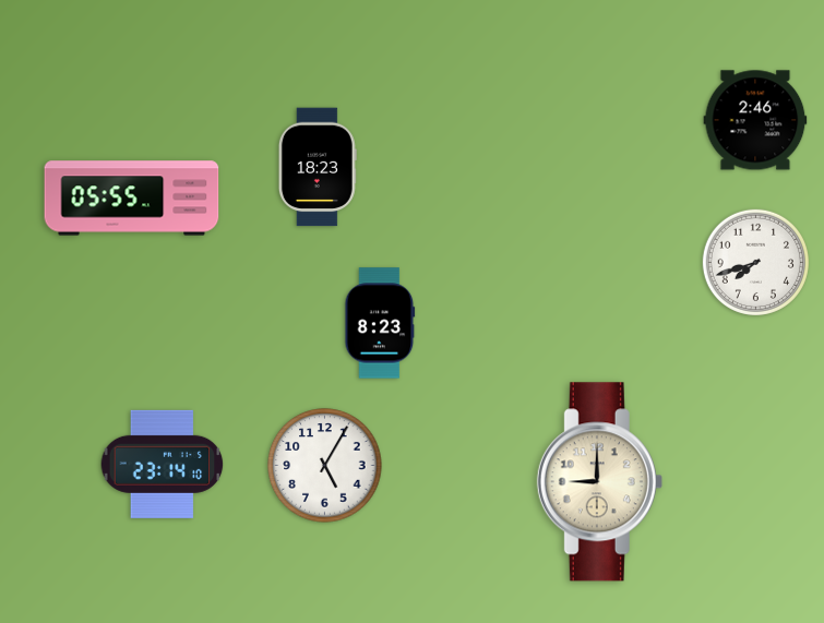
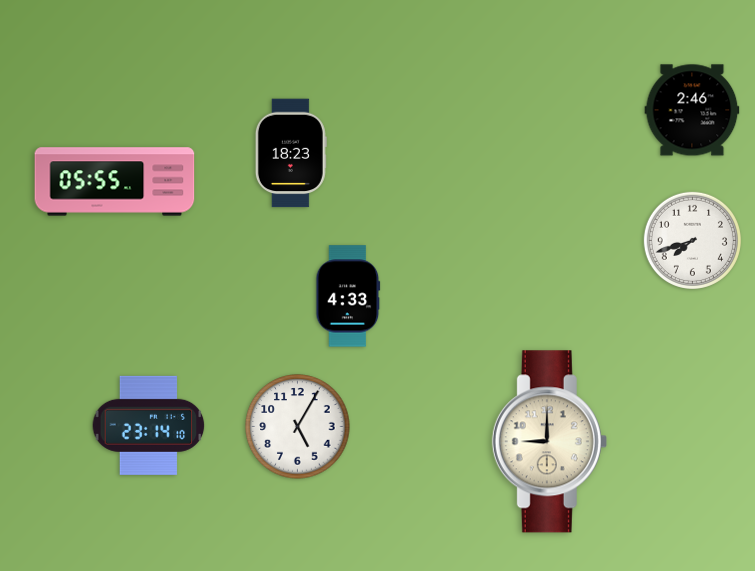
clock at (132, 199) position: (132, 199) -> (115, 182)
clock at (380, 323): 8:23 -> 4:33
